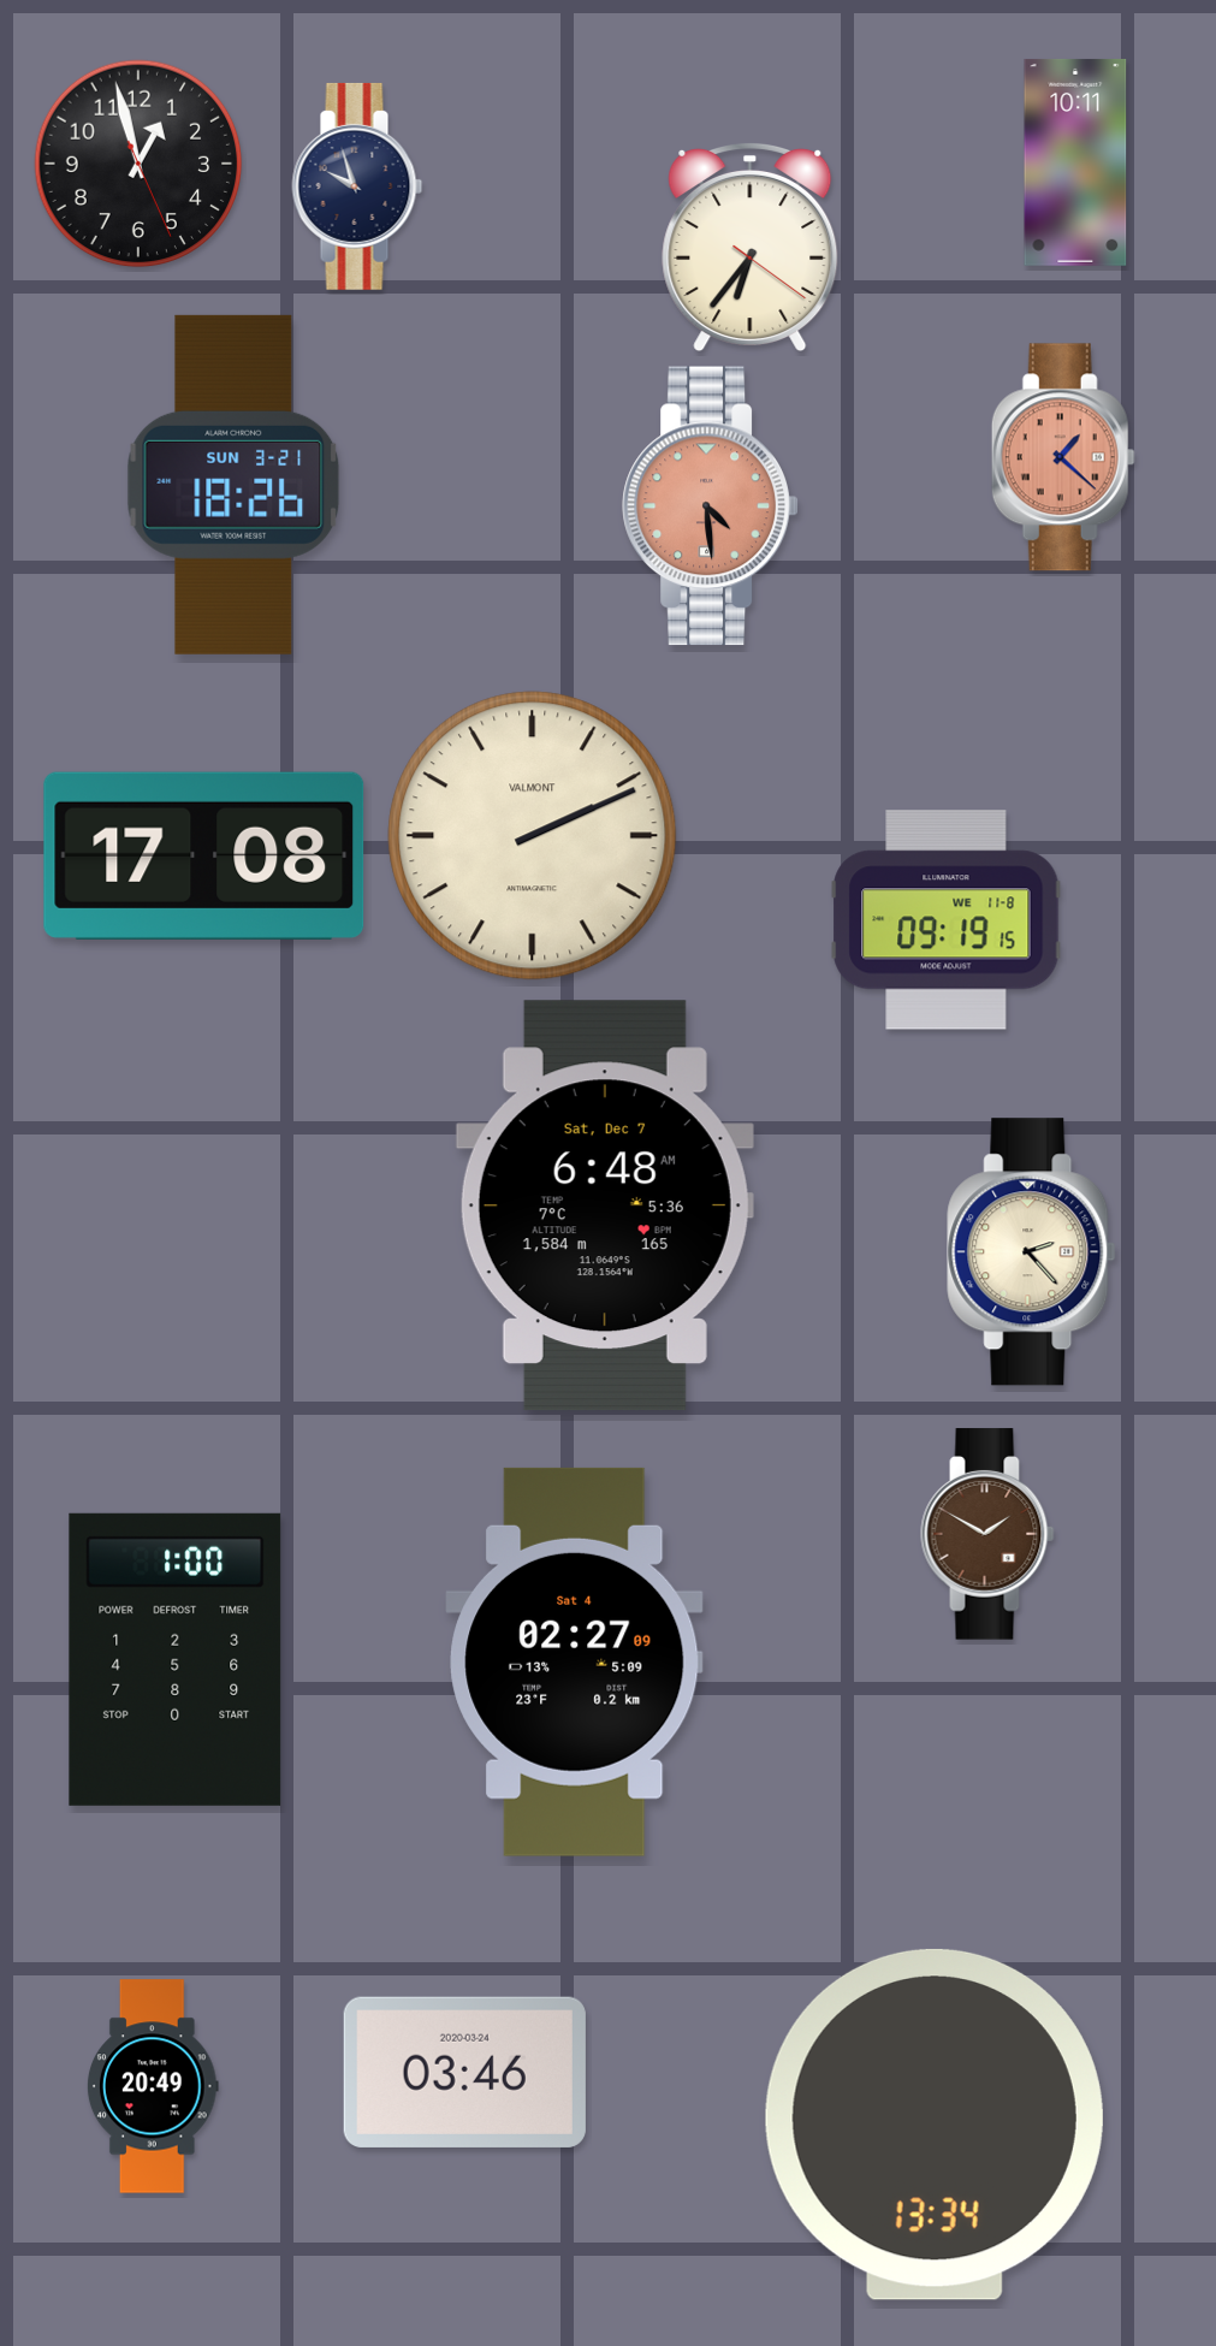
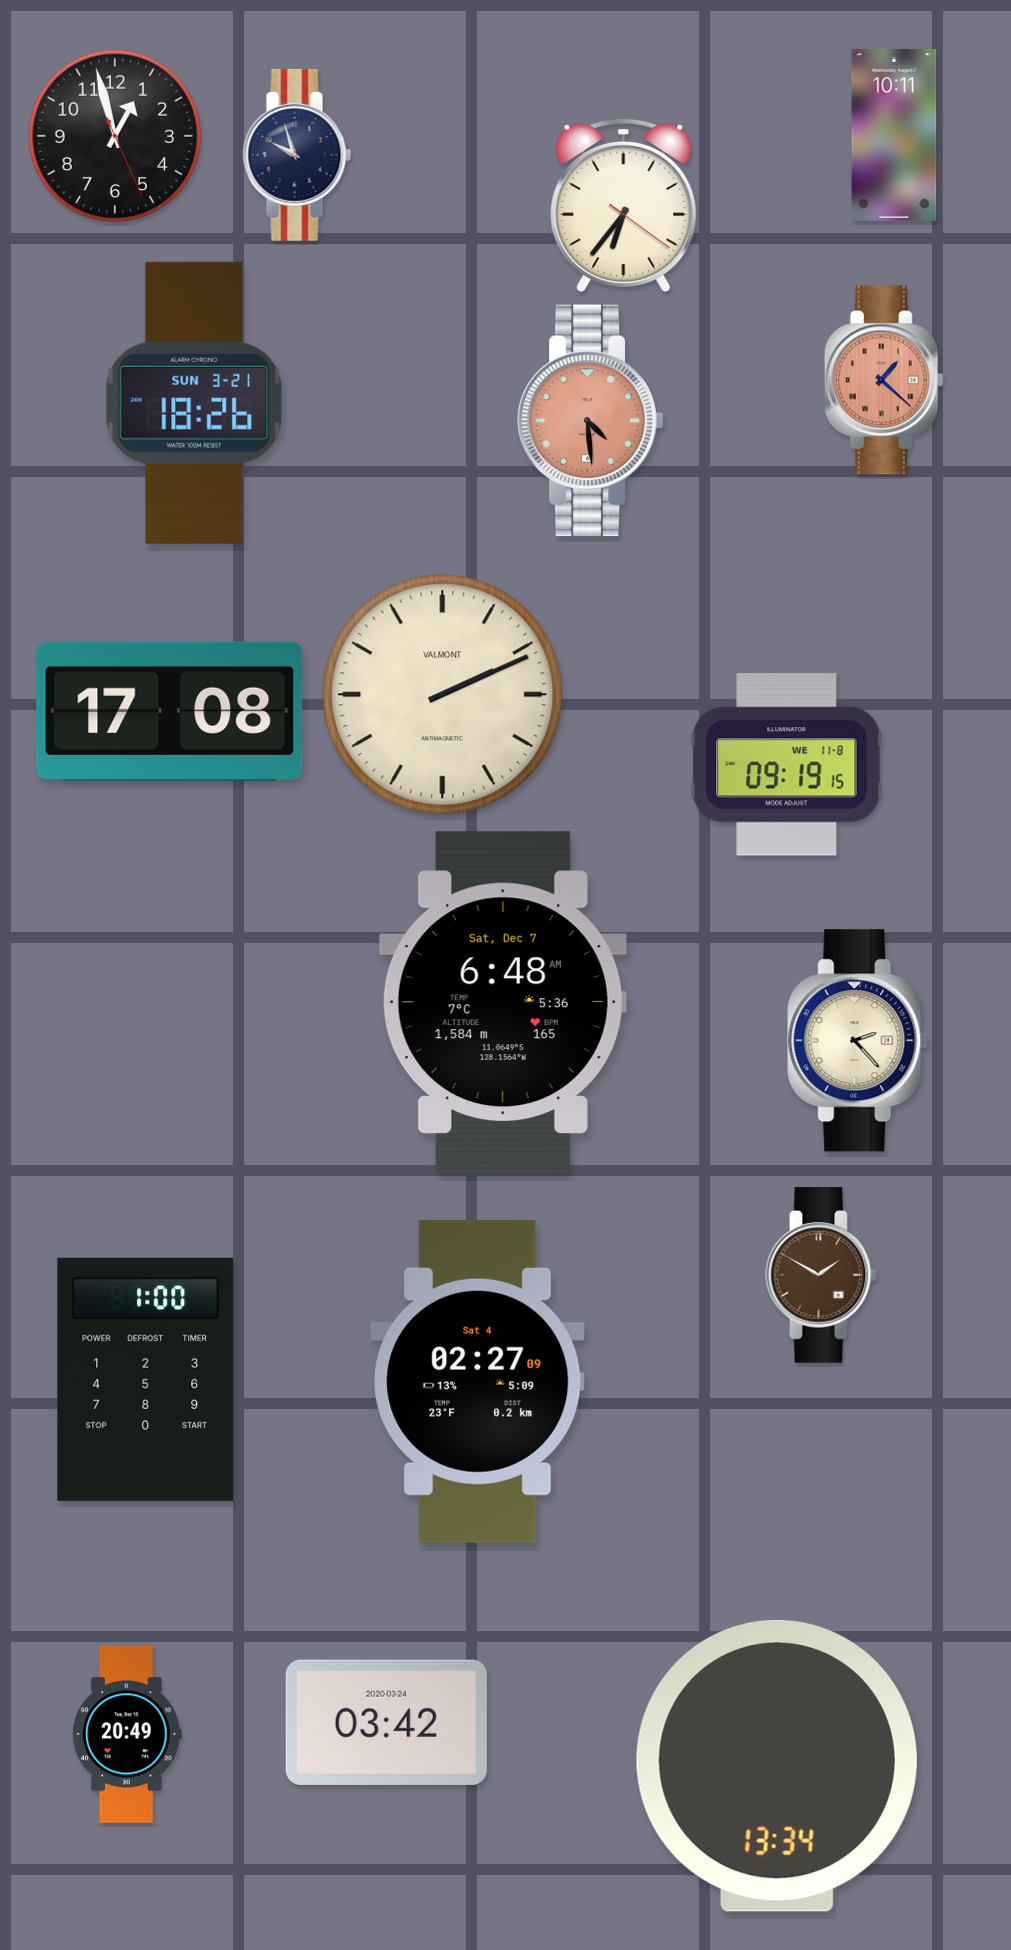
clock at (464, 2072): 03:46 -> 03:42
